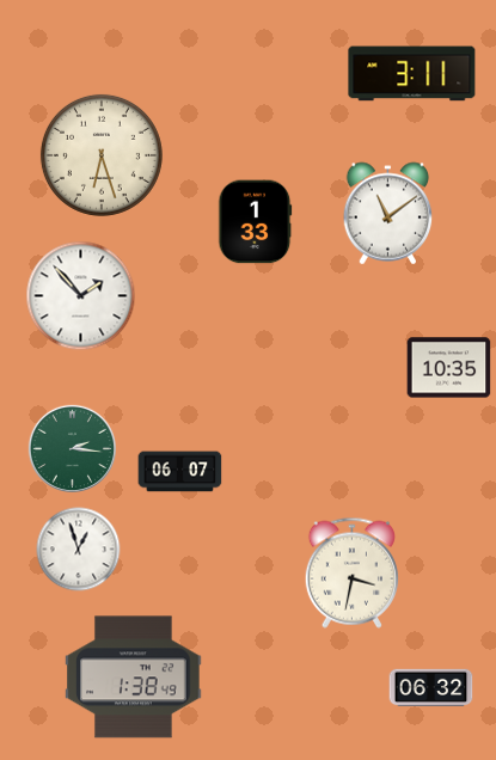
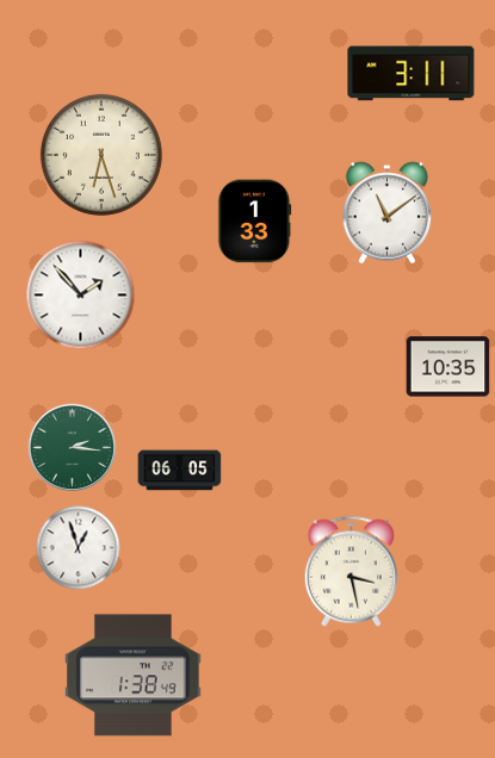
clock at (180, 472): 06:07 -> 06:05
clock at (351, 572): 3:32 -> 3:28
clock at (431, 688): 06:32 -> none
